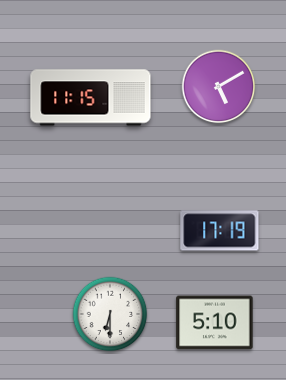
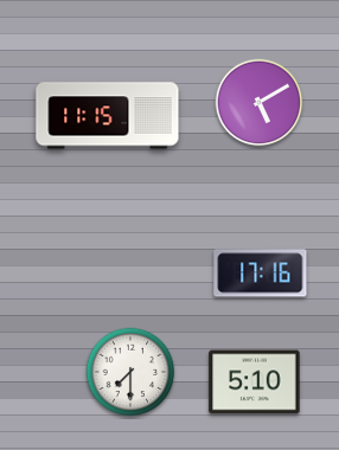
clock at (220, 231): 17:19 -> 17:16
clock at (110, 314): 6:30 -> 7:30
